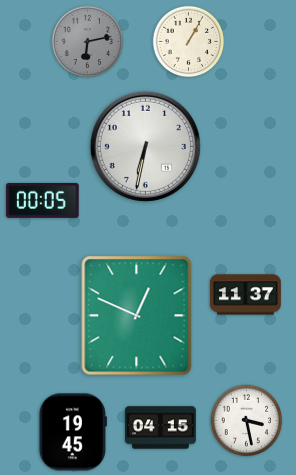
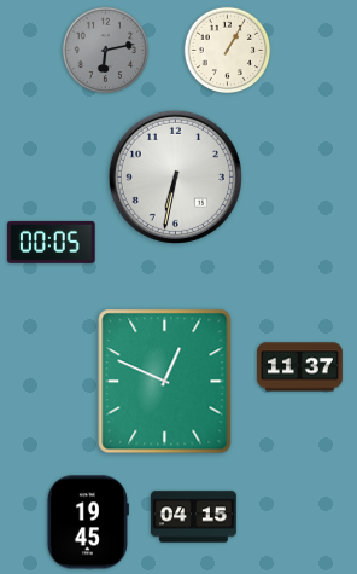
clock at (246, 295) position: (246, 295) -> (300, 367)
clock at (247, 421): 3:28 -> none
